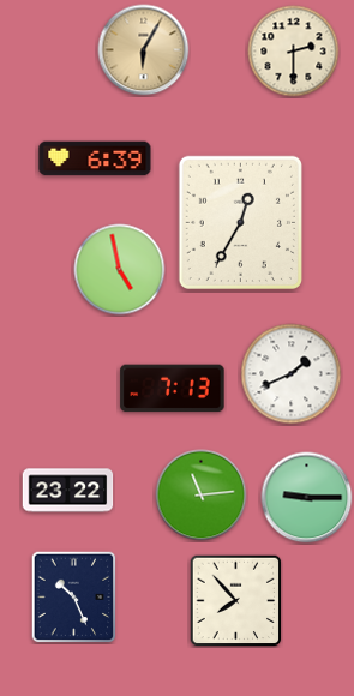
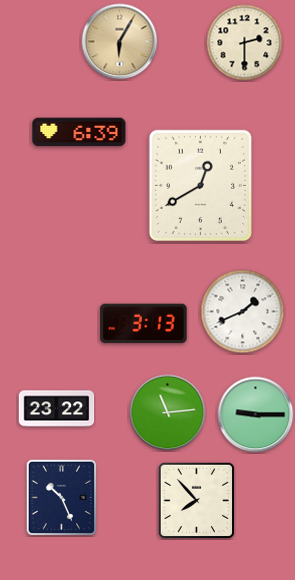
clock at (240, 222): 12:35 -> 12:40
clock at (120, 270): 4:58 -> none
clock at (173, 389): 7:13 -> 3:13
